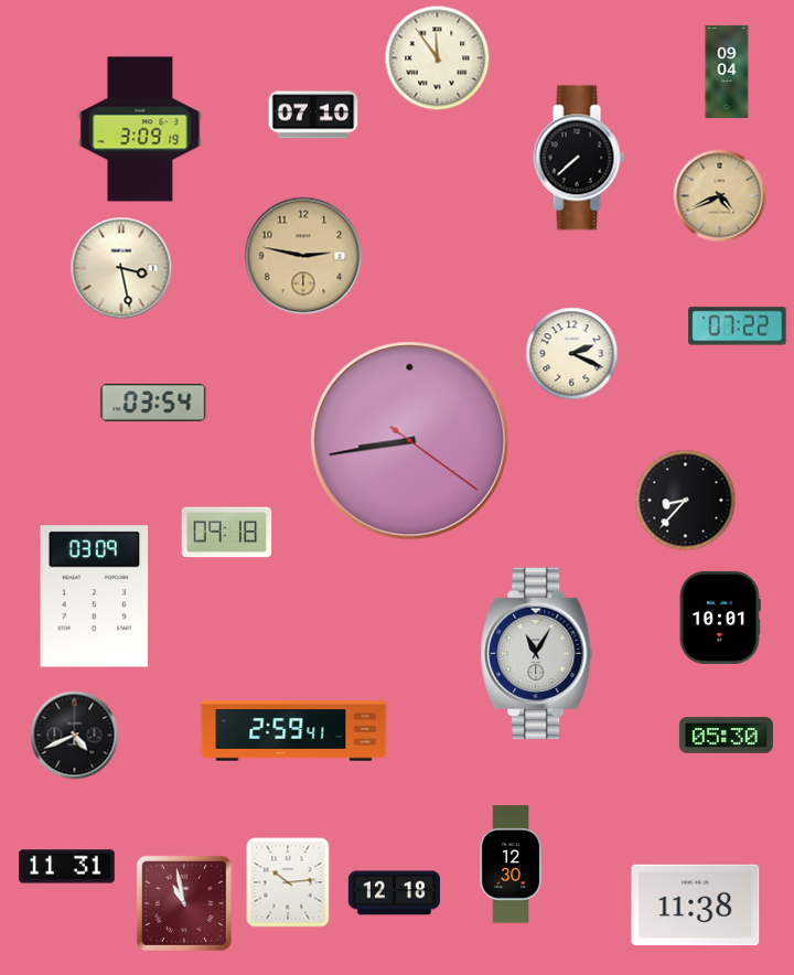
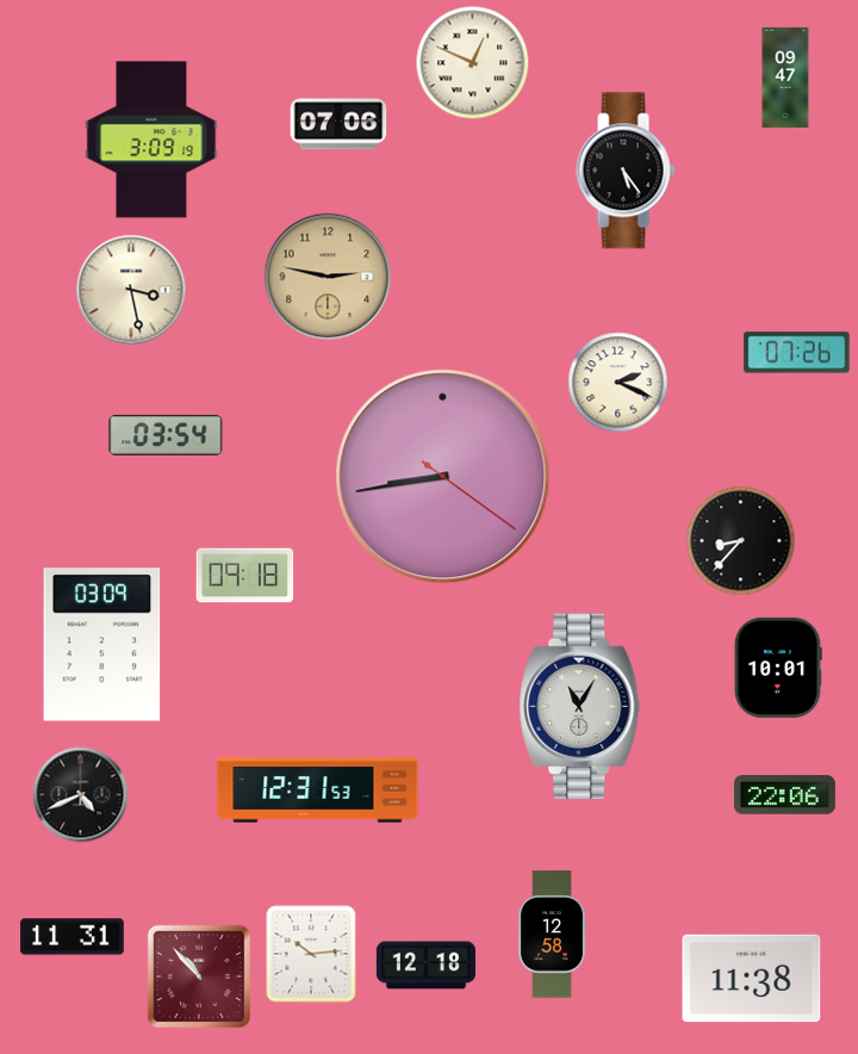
clock at (438, 58): 11:54 -> 12:49
clock at (727, 72): 09:04 -> 09:47
clock at (313, 115): 07:10 -> 07:06
clock at (579, 158): 7:38 -> 5:24
clock at (720, 196): 4:41 -> none
clock at (738, 326): 07:22 -> 07:26
clock at (294, 731): 2:59 -> 12:31
clock at (726, 736): 05:30 -> 22:06
clock at (509, 865): 12:30 -> 12:58
clock at (183, 902): 10:58 -> 10:53
